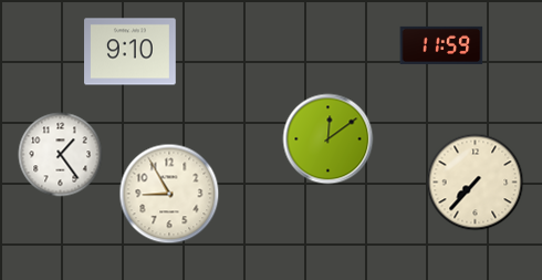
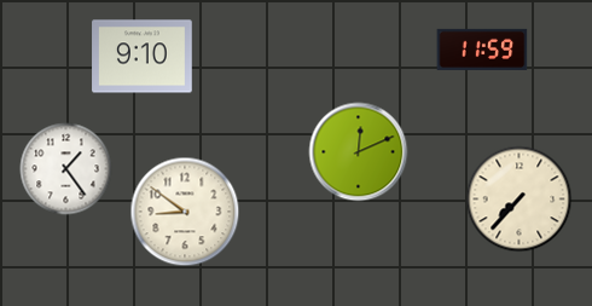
clock at (329, 139): 12:09 -> 12:11
clock at (169, 194): 8:55 -> 8:51
